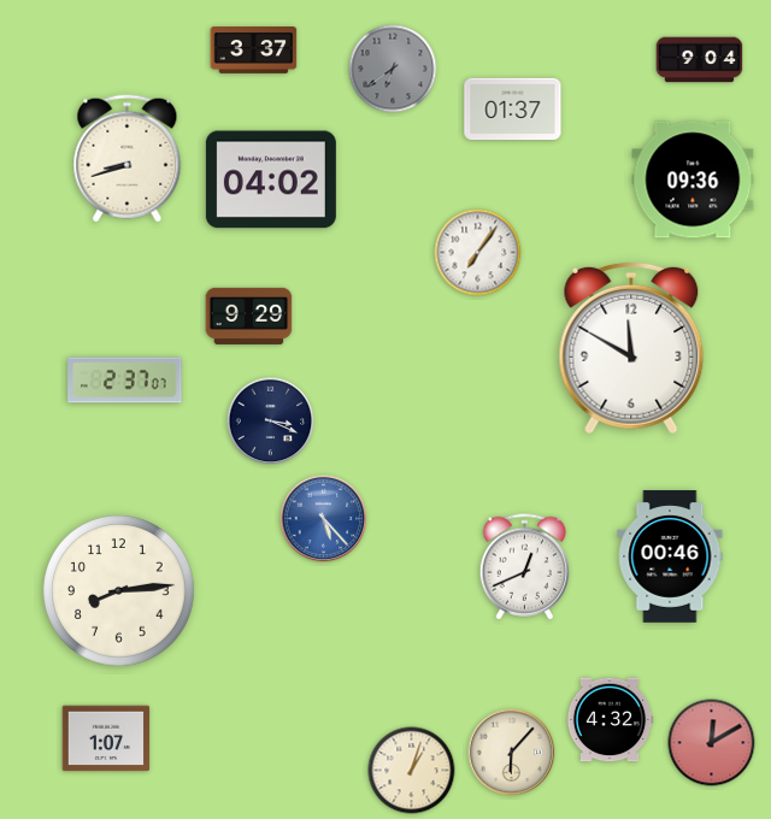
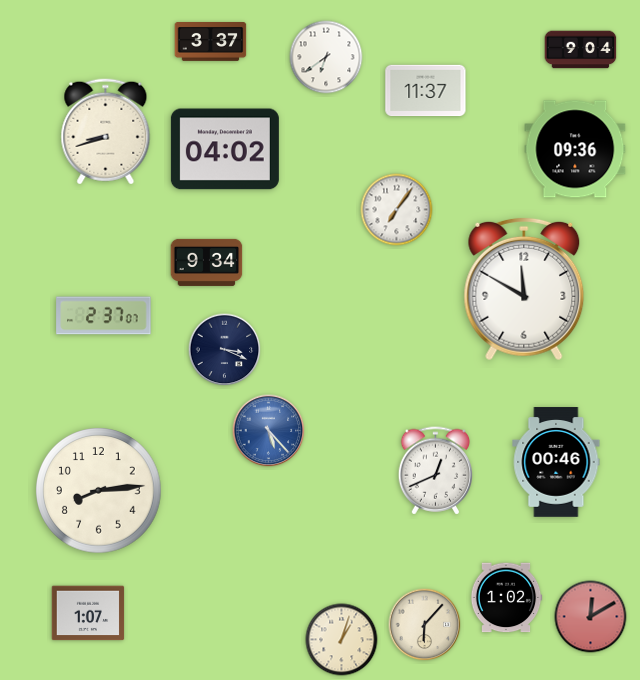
clock at (393, 69) dial: grey -> white
clock at (513, 110): 01:37 -> 11:37
clock at (249, 316): 9:29 -> 9:34
clock at (610, 720): 4:32 -> 1:02
